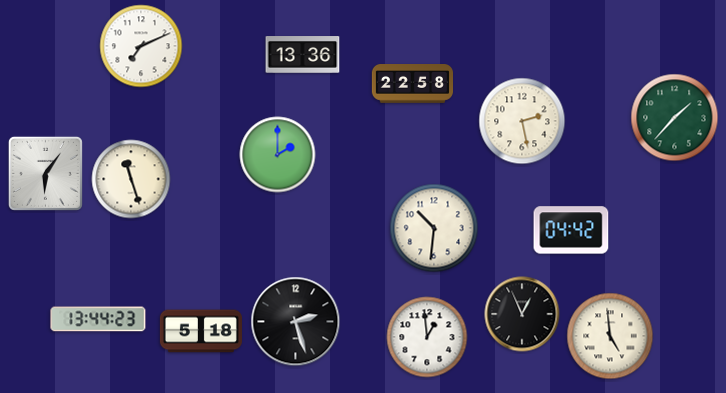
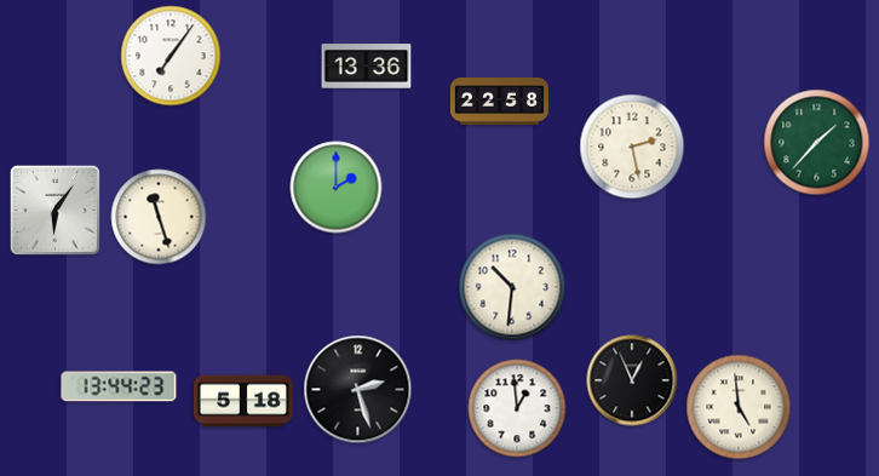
clock at (141, 46): 7:11 -> 7:06
clock at (434, 228) position: (434, 228) -> (512, 287)
clock at (571, 230): 04:42 -> none
